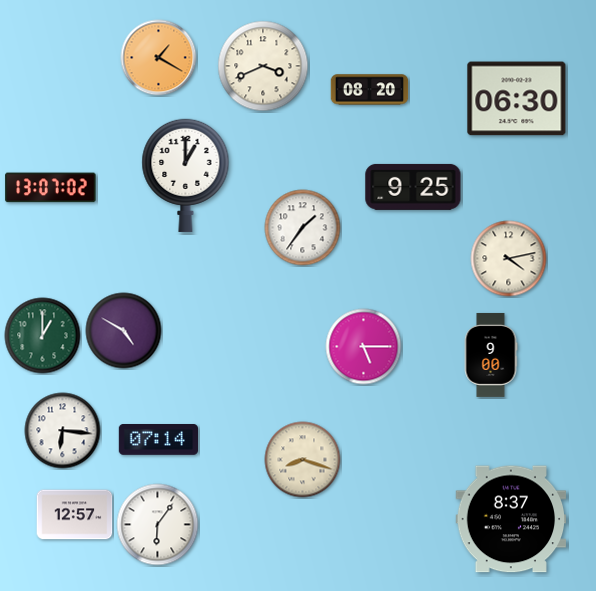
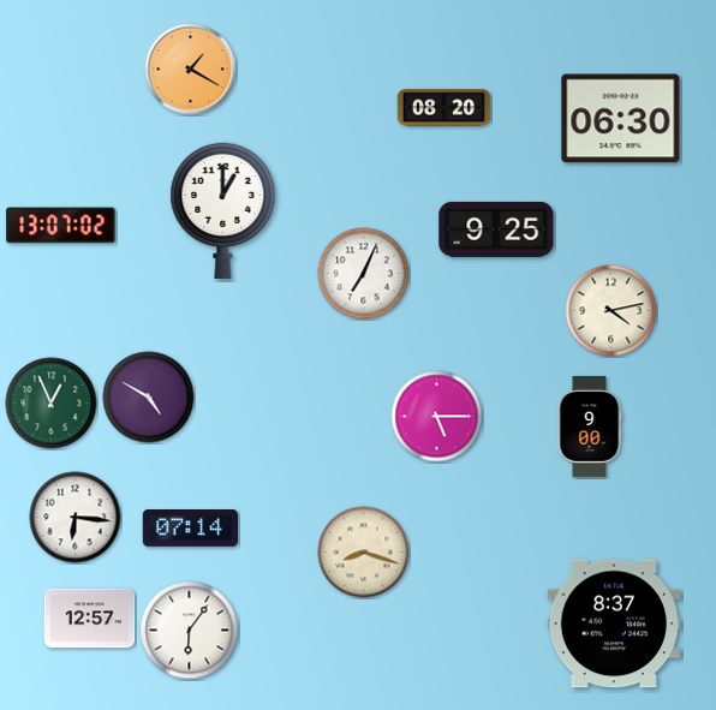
clock at (263, 66): 3:41 -> none
clock at (413, 187) position: (413, 187) -> (496, 229)
clock at (303, 228): 1:36 -> 7:04
clock at (43, 336): 1:00 -> 12:56
